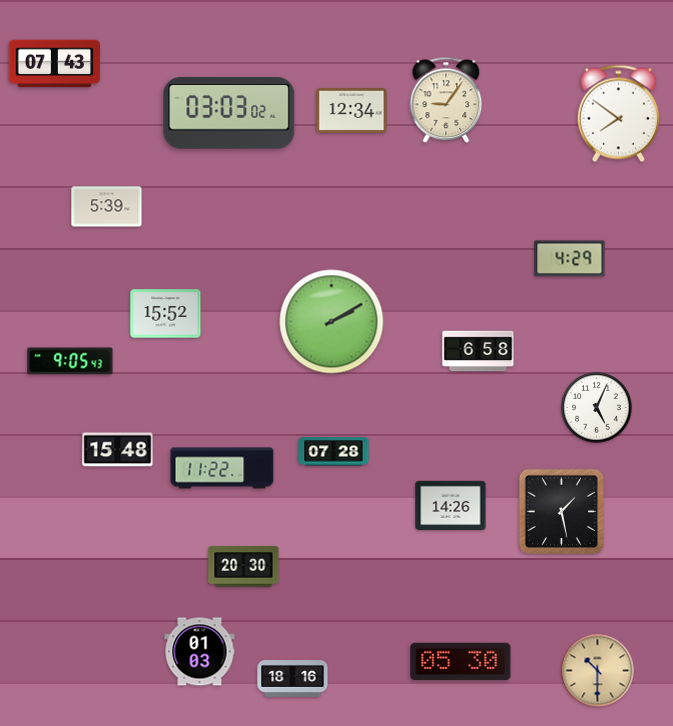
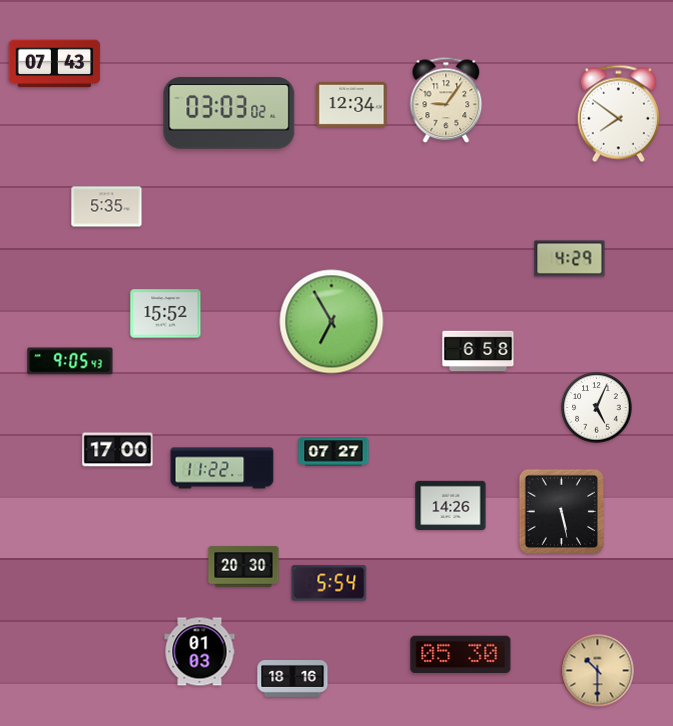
clock at (352, 110) position: (352, 110) -> (352, 104)
clock at (107, 207): 5:39 -> 5:35
clock at (332, 322): 2:10 -> 6:55
clock at (118, 450): 15:48 -> 17:00
clock at (334, 452): 07:28 -> 07:27
clock at (561, 511): 1:28 -> 5:28
clock at (329, 583): none -> 5:54
clock at (461, 662) position: (461, 662) -> (461, 655)
